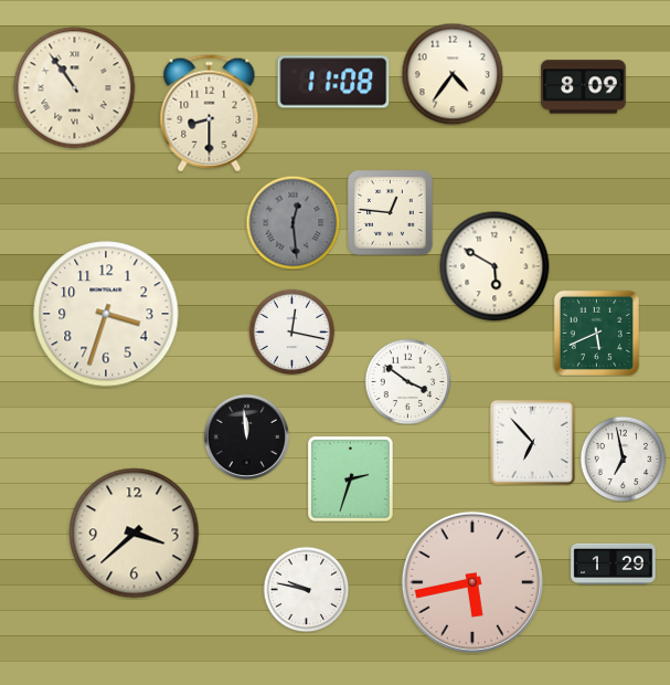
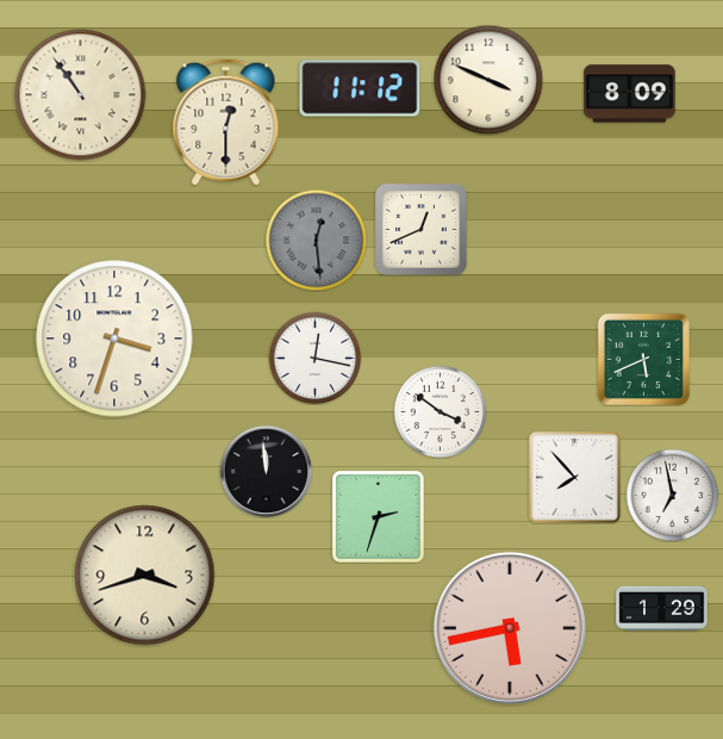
clock at (453, 74): 4:36 -> 3:49
clock at (333, 82): 11:08 -> 11:12
clock at (210, 114): 8:30 -> 12:30
clock at (391, 213): 12:46 -> 12:41
clock at (494, 266): 5:50 -> none
clock at (532, 442): 6:53 -> 7:53
clock at (135, 534): 3:38 -> 3:42
clock at (306, 589): 9:47 -> none
